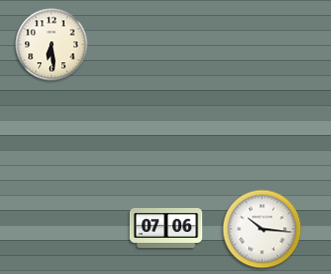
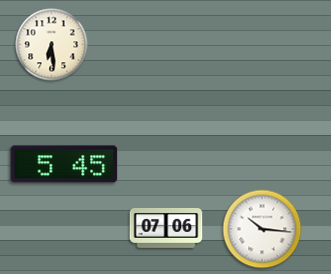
clock at (64, 164): none -> 5:45
